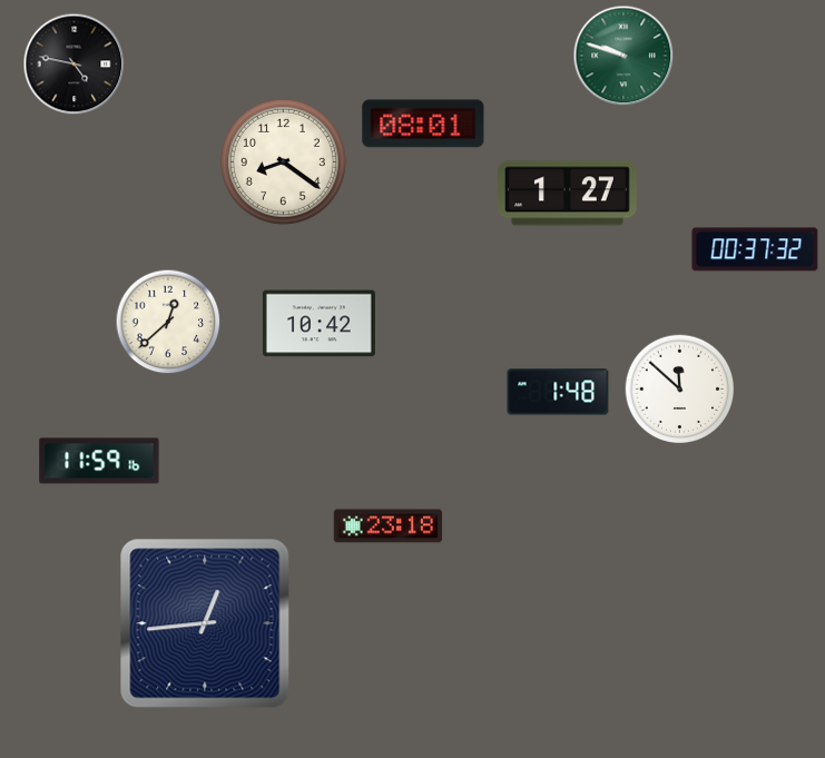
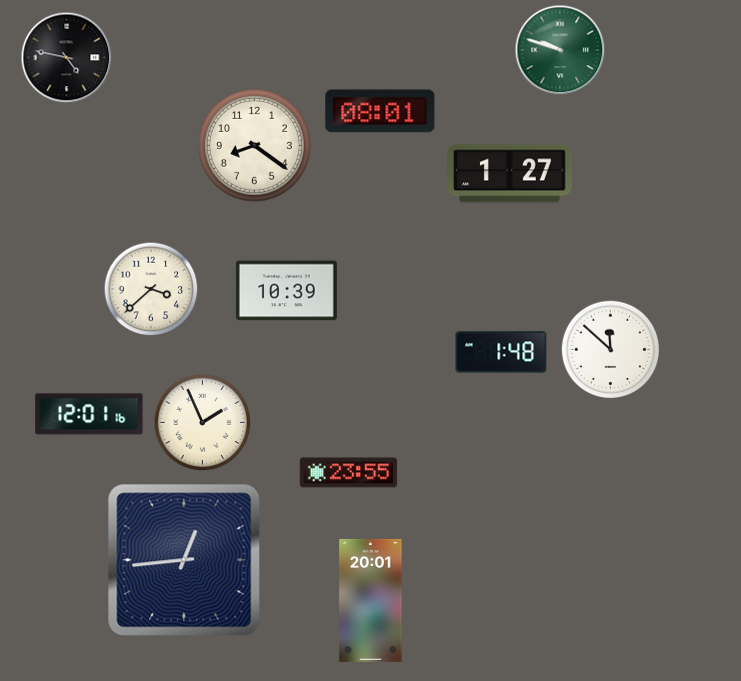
clock at (755, 249): 00:37 -> none
clock at (168, 322): 12:38 -> 3:38
clock at (318, 324): 10:42 -> 10:39
clock at (99, 461): 11:59 -> 12:01
clock at (203, 423): none -> 1:56
clock at (389, 526): 23:18 -> 23:55
clock at (371, 600): none -> 20:01
